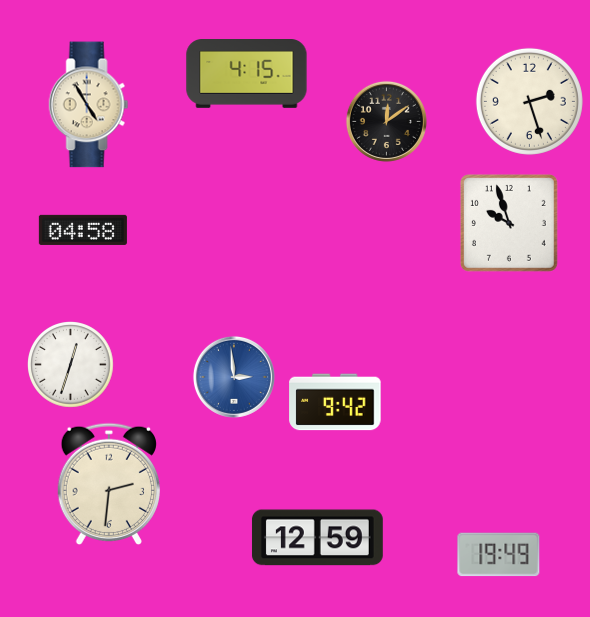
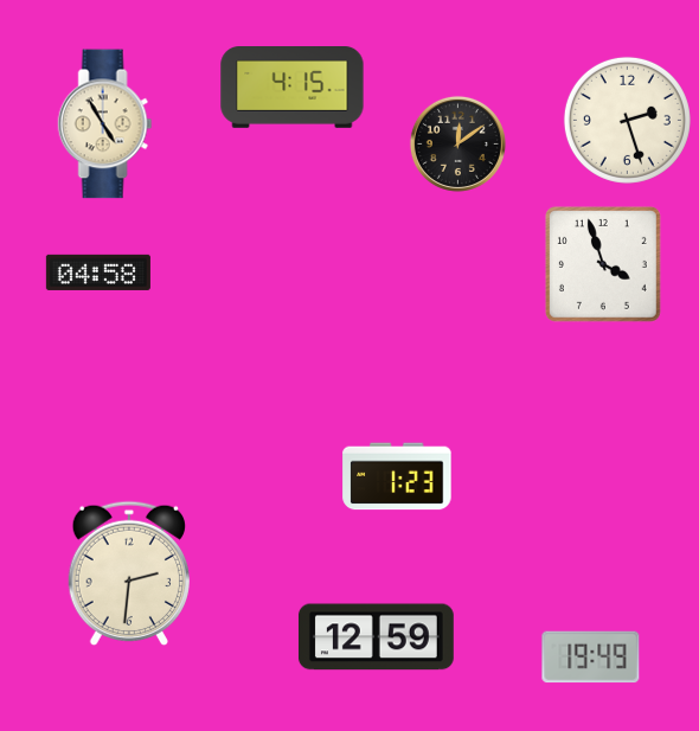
clock at (509, 223): 9:57 -> 3:57
clock at (71, 365): 12:33 -> none
clock at (234, 377): 2:59 -> none
clock at (335, 402): 9:42 -> 1:23
